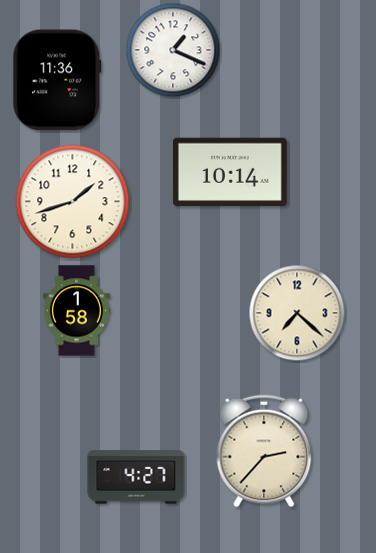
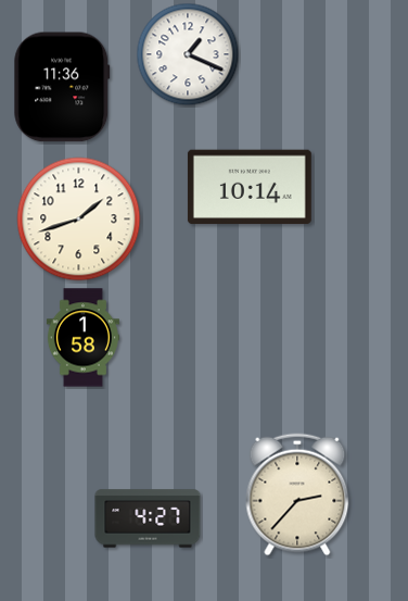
clock at (297, 313): 7:22 -> none
clock at (264, 451) position: (264, 451) -> (297, 494)
